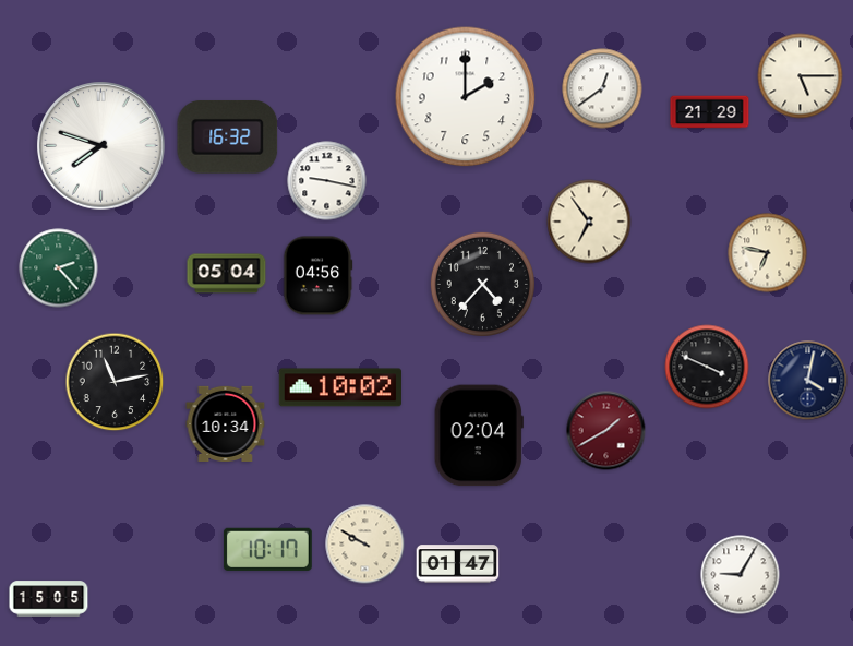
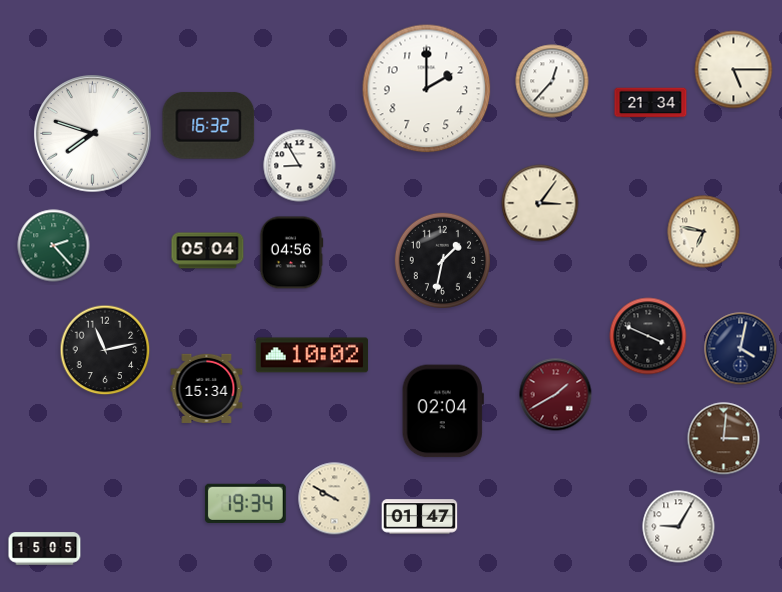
clock at (602, 88): 12:39 -> 12:37
clock at (710, 112): 21:29 -> 21:34
clock at (327, 181): 9:17 -> 8:55
clock at (589, 222): 6:54 -> 3:06
clock at (482, 284): 4:37 -> 1:32
clock at (226, 423): 10:34 -> 15:34
clock at (479, 435) position: (479, 435) -> (443, 411)
clock at (724, 439): none -> 3:01
clock at (267, 549): 10:17 -> 19:34
